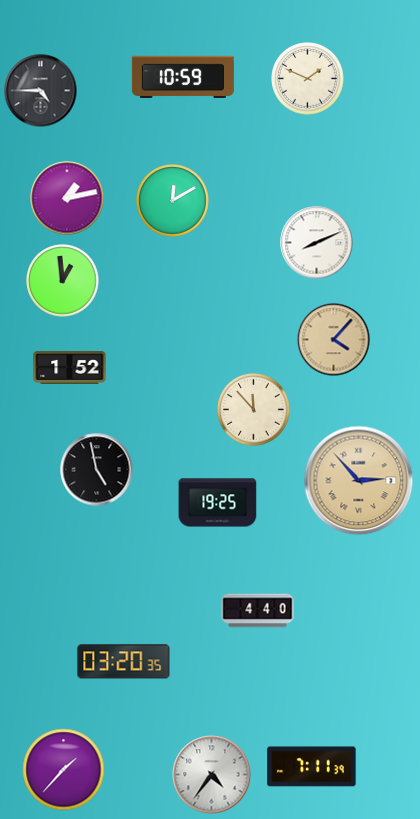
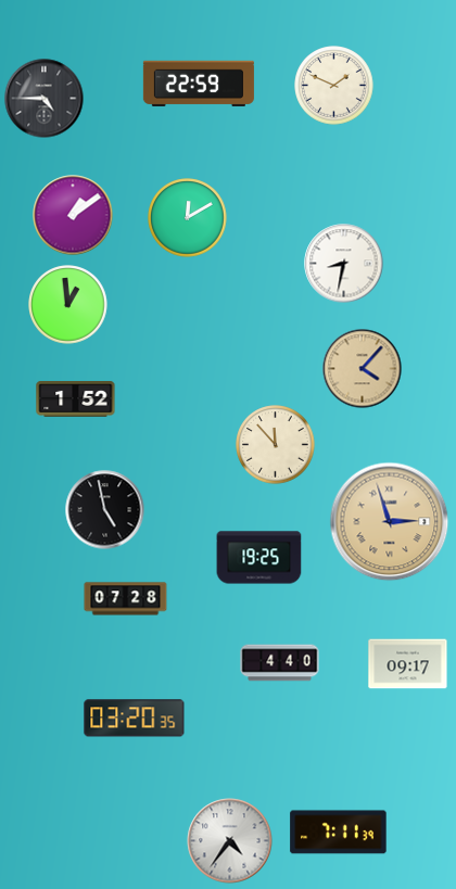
clock at (183, 77): 10:59 -> 22:59
clock at (67, 198): 1:13 -> 1:09
clock at (317, 243): 8:11 -> 8:32
clock at (359, 481): 2:53 -> 2:57
clock at (218, 503) position: (218, 503) -> (259, 558)
clock at (126, 599): none -> 07:28
clock at (408, 664): none -> 09:17
clock at (64, 770): 1:37 -> none
